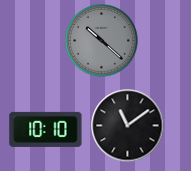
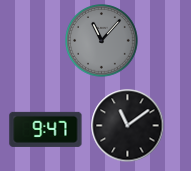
clock at (102, 41): 10:22 -> 11:07
clock at (46, 129): 10:10 -> 9:47
